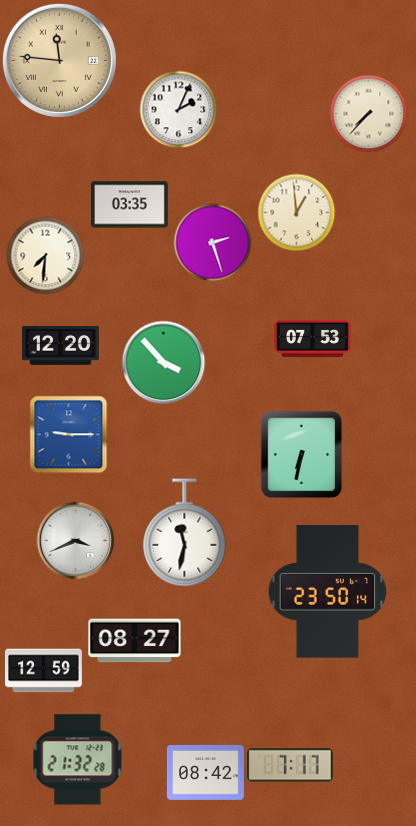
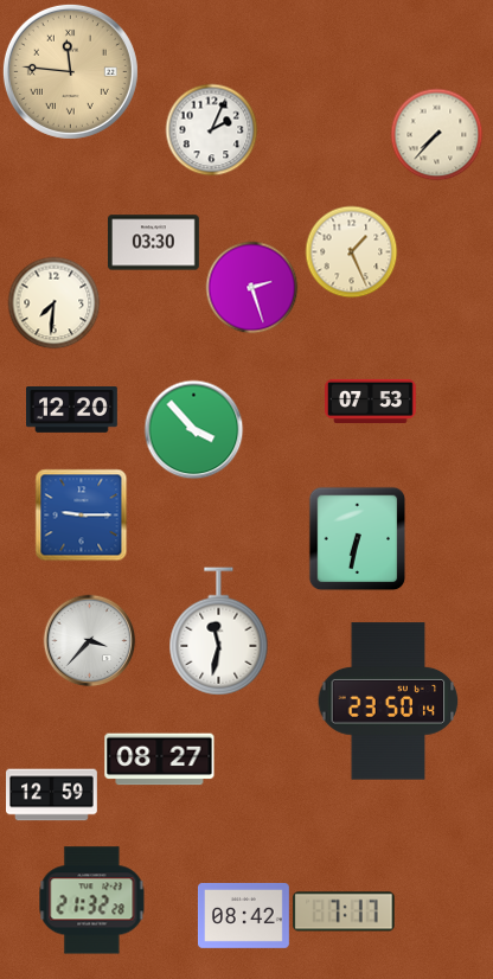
clock at (129, 205): 03:35 -> 03:30
clock at (296, 212): 12:59 -> 1:26
clock at (75, 540): 3:41 -> 3:37
clock at (290, 765) position: (290, 765) -> (344, 911)
